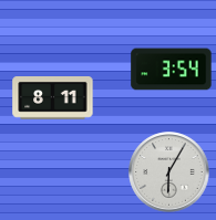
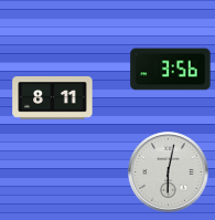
clock at (172, 70): 3:54 -> 3:56
clock at (169, 172): 6:05 -> 6:02
